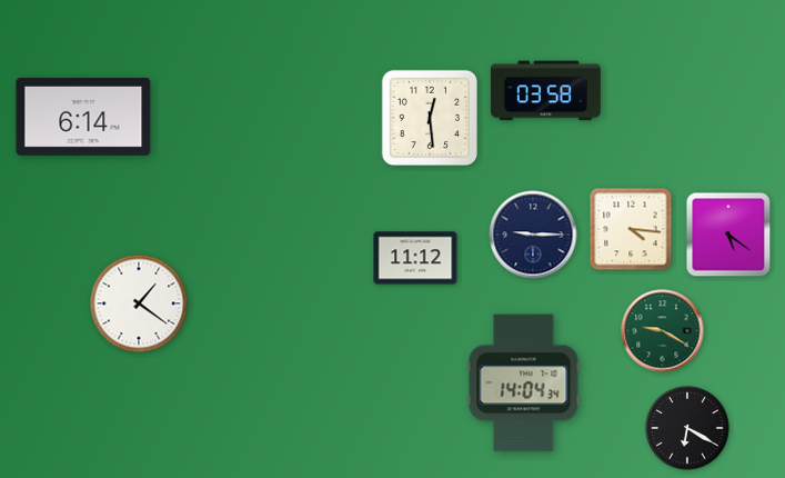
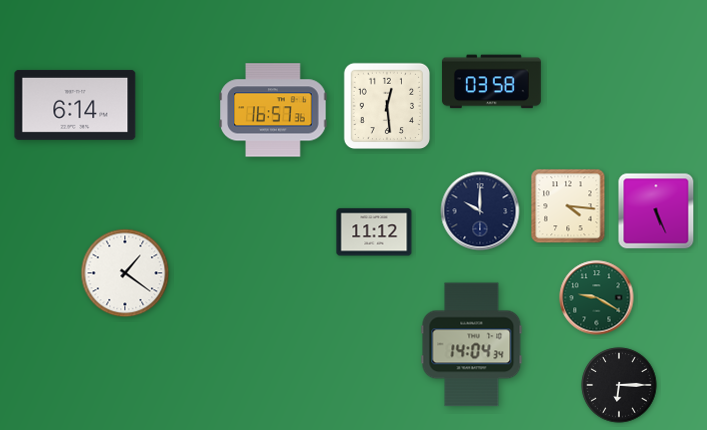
clock at (273, 110): none -> 16:57
clock at (533, 235): 9:15 -> 10:00
clock at (728, 235): 5:21 -> 5:26
clock at (687, 428): 6:20 -> 6:15
